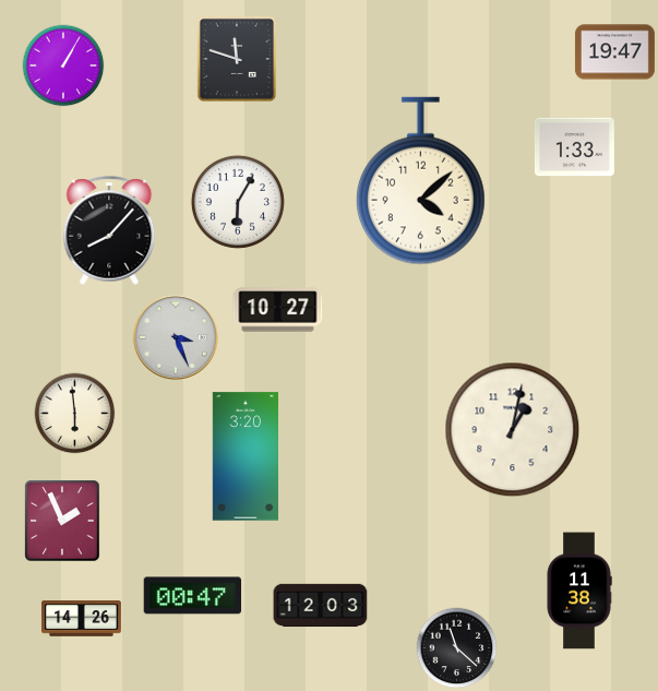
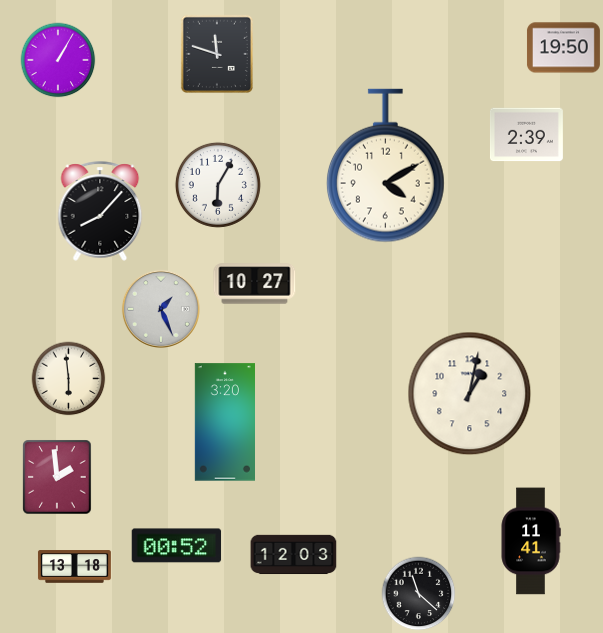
clock at (614, 52): 19:47 -> 19:50
clock at (574, 147): 1:33 -> 2:39
clock at (420, 181): 4:08 -> 4:10
clock at (176, 337): 3:26 -> 1:26
clock at (244, 456) position: (244, 456) -> (224, 422)
clock at (62, 521): 1:56 -> 1:59
clock at (579, 591): 11:38 -> 11:41
clock at (193, 596): 00:47 -> 00:52
clock at (81, 619): 14:26 -> 13:18
